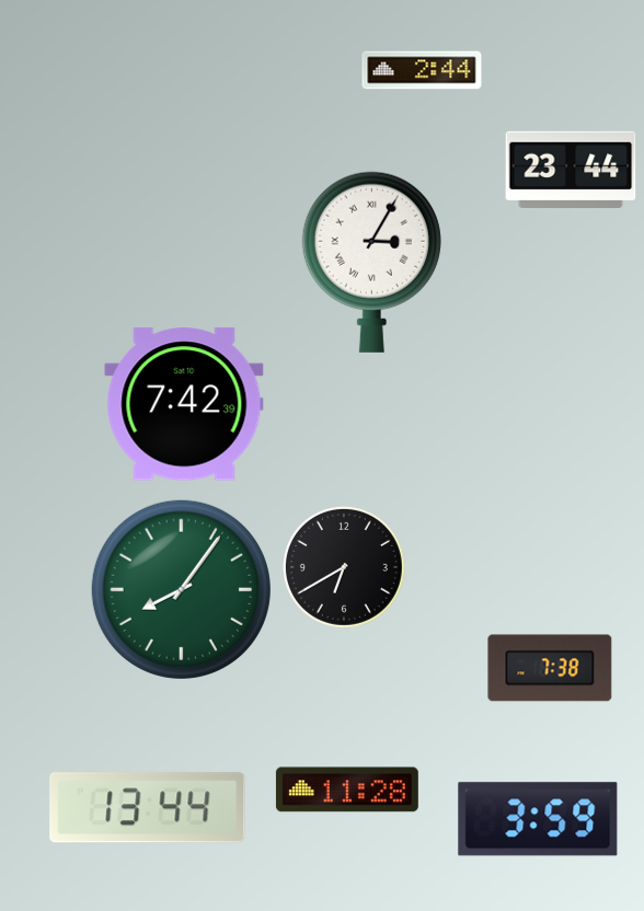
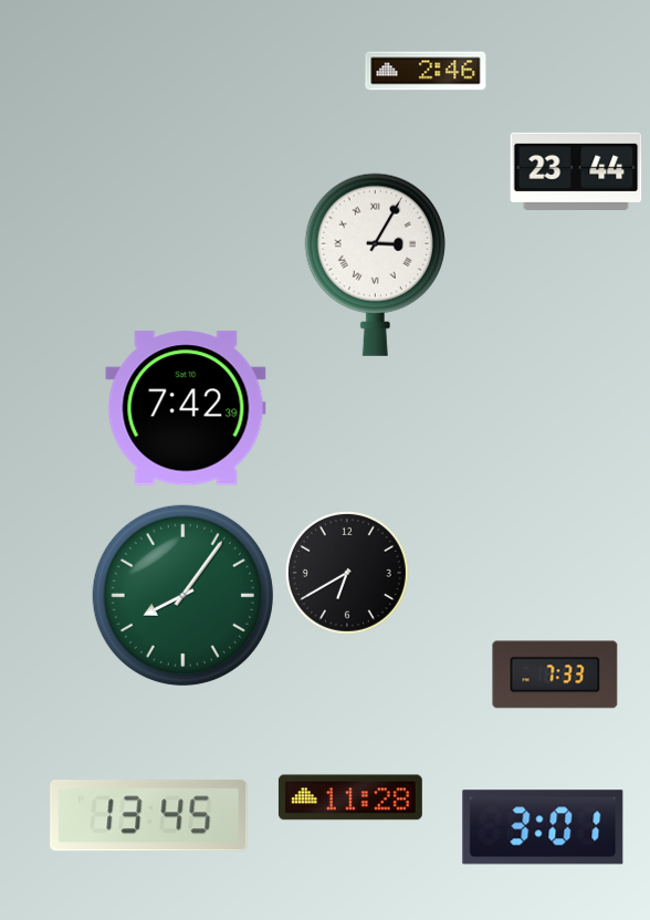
clock at (422, 70): 2:44 -> 2:46
clock at (550, 668): 7:38 -> 7:33
clock at (148, 808): 13:44 -> 13:45
clock at (538, 819): 3:59 -> 3:01
